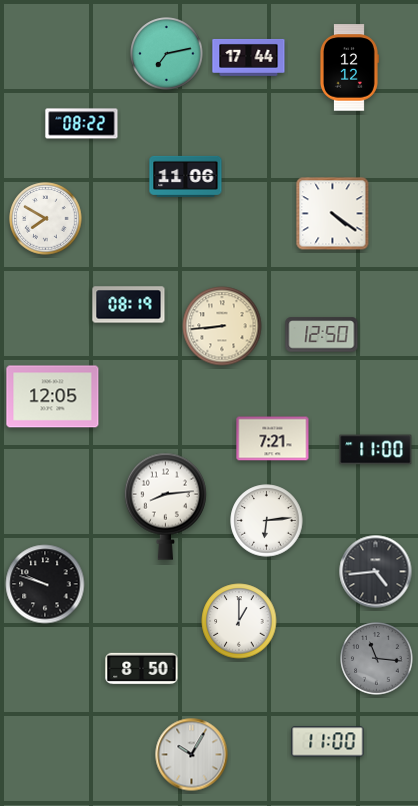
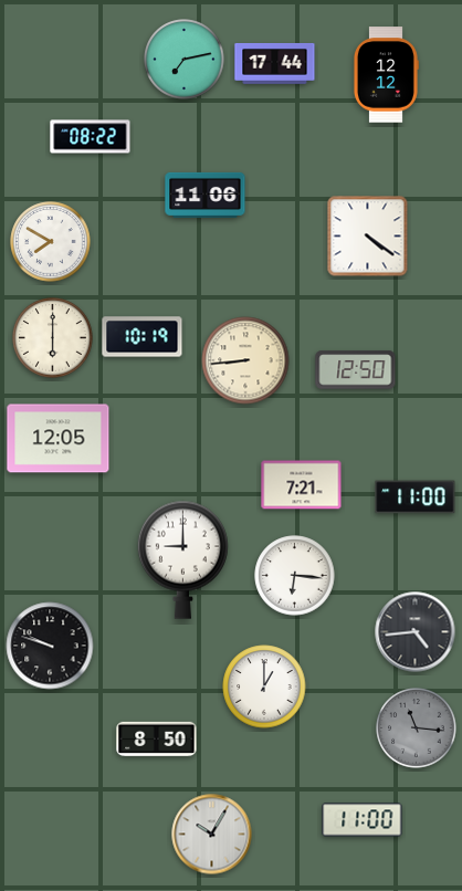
clock at (129, 305): 08:19 -> 10:19
clock at (53, 338): none -> 6:00
clock at (165, 506): 8:14 -> 9:00
clock at (267, 521): 6:14 -> 6:16
